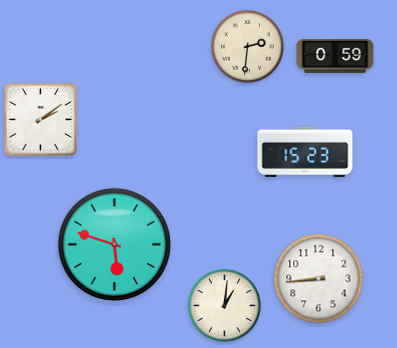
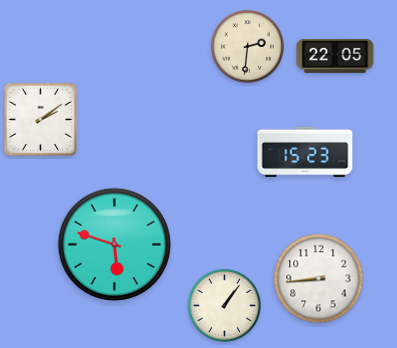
clock at (335, 56): 0:59 -> 22:05
clock at (224, 305): 1:01 -> 1:06
